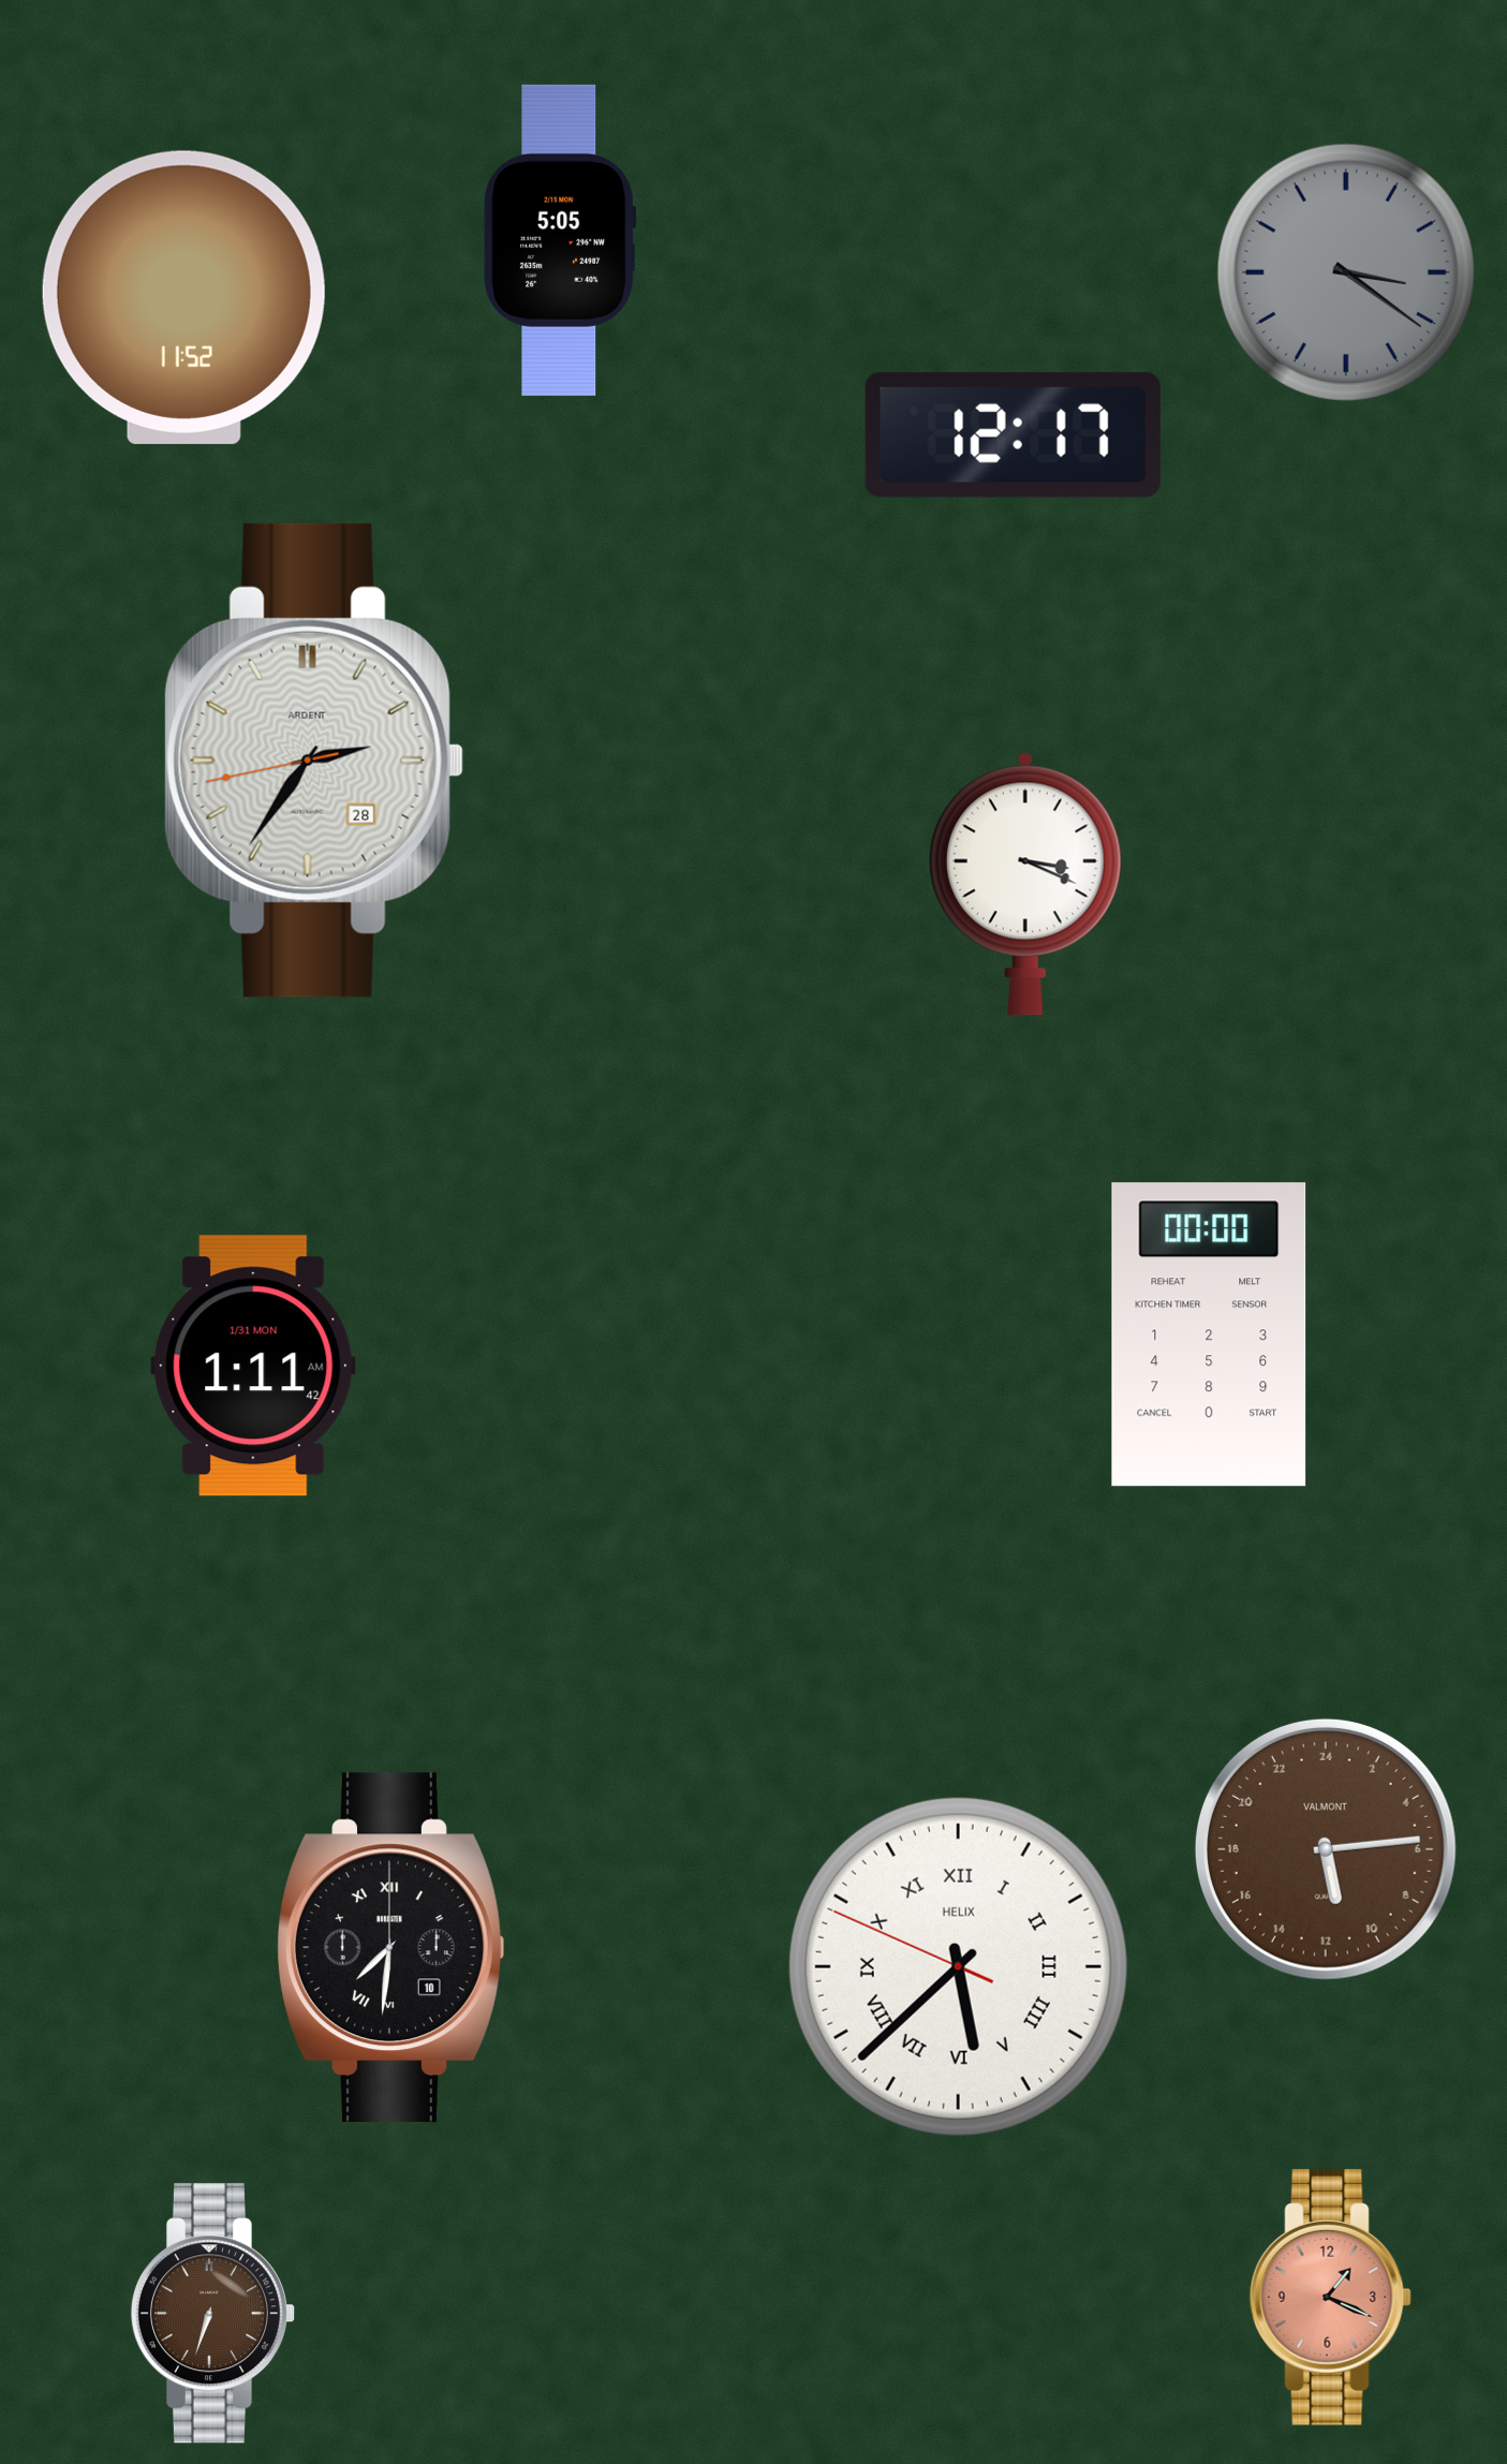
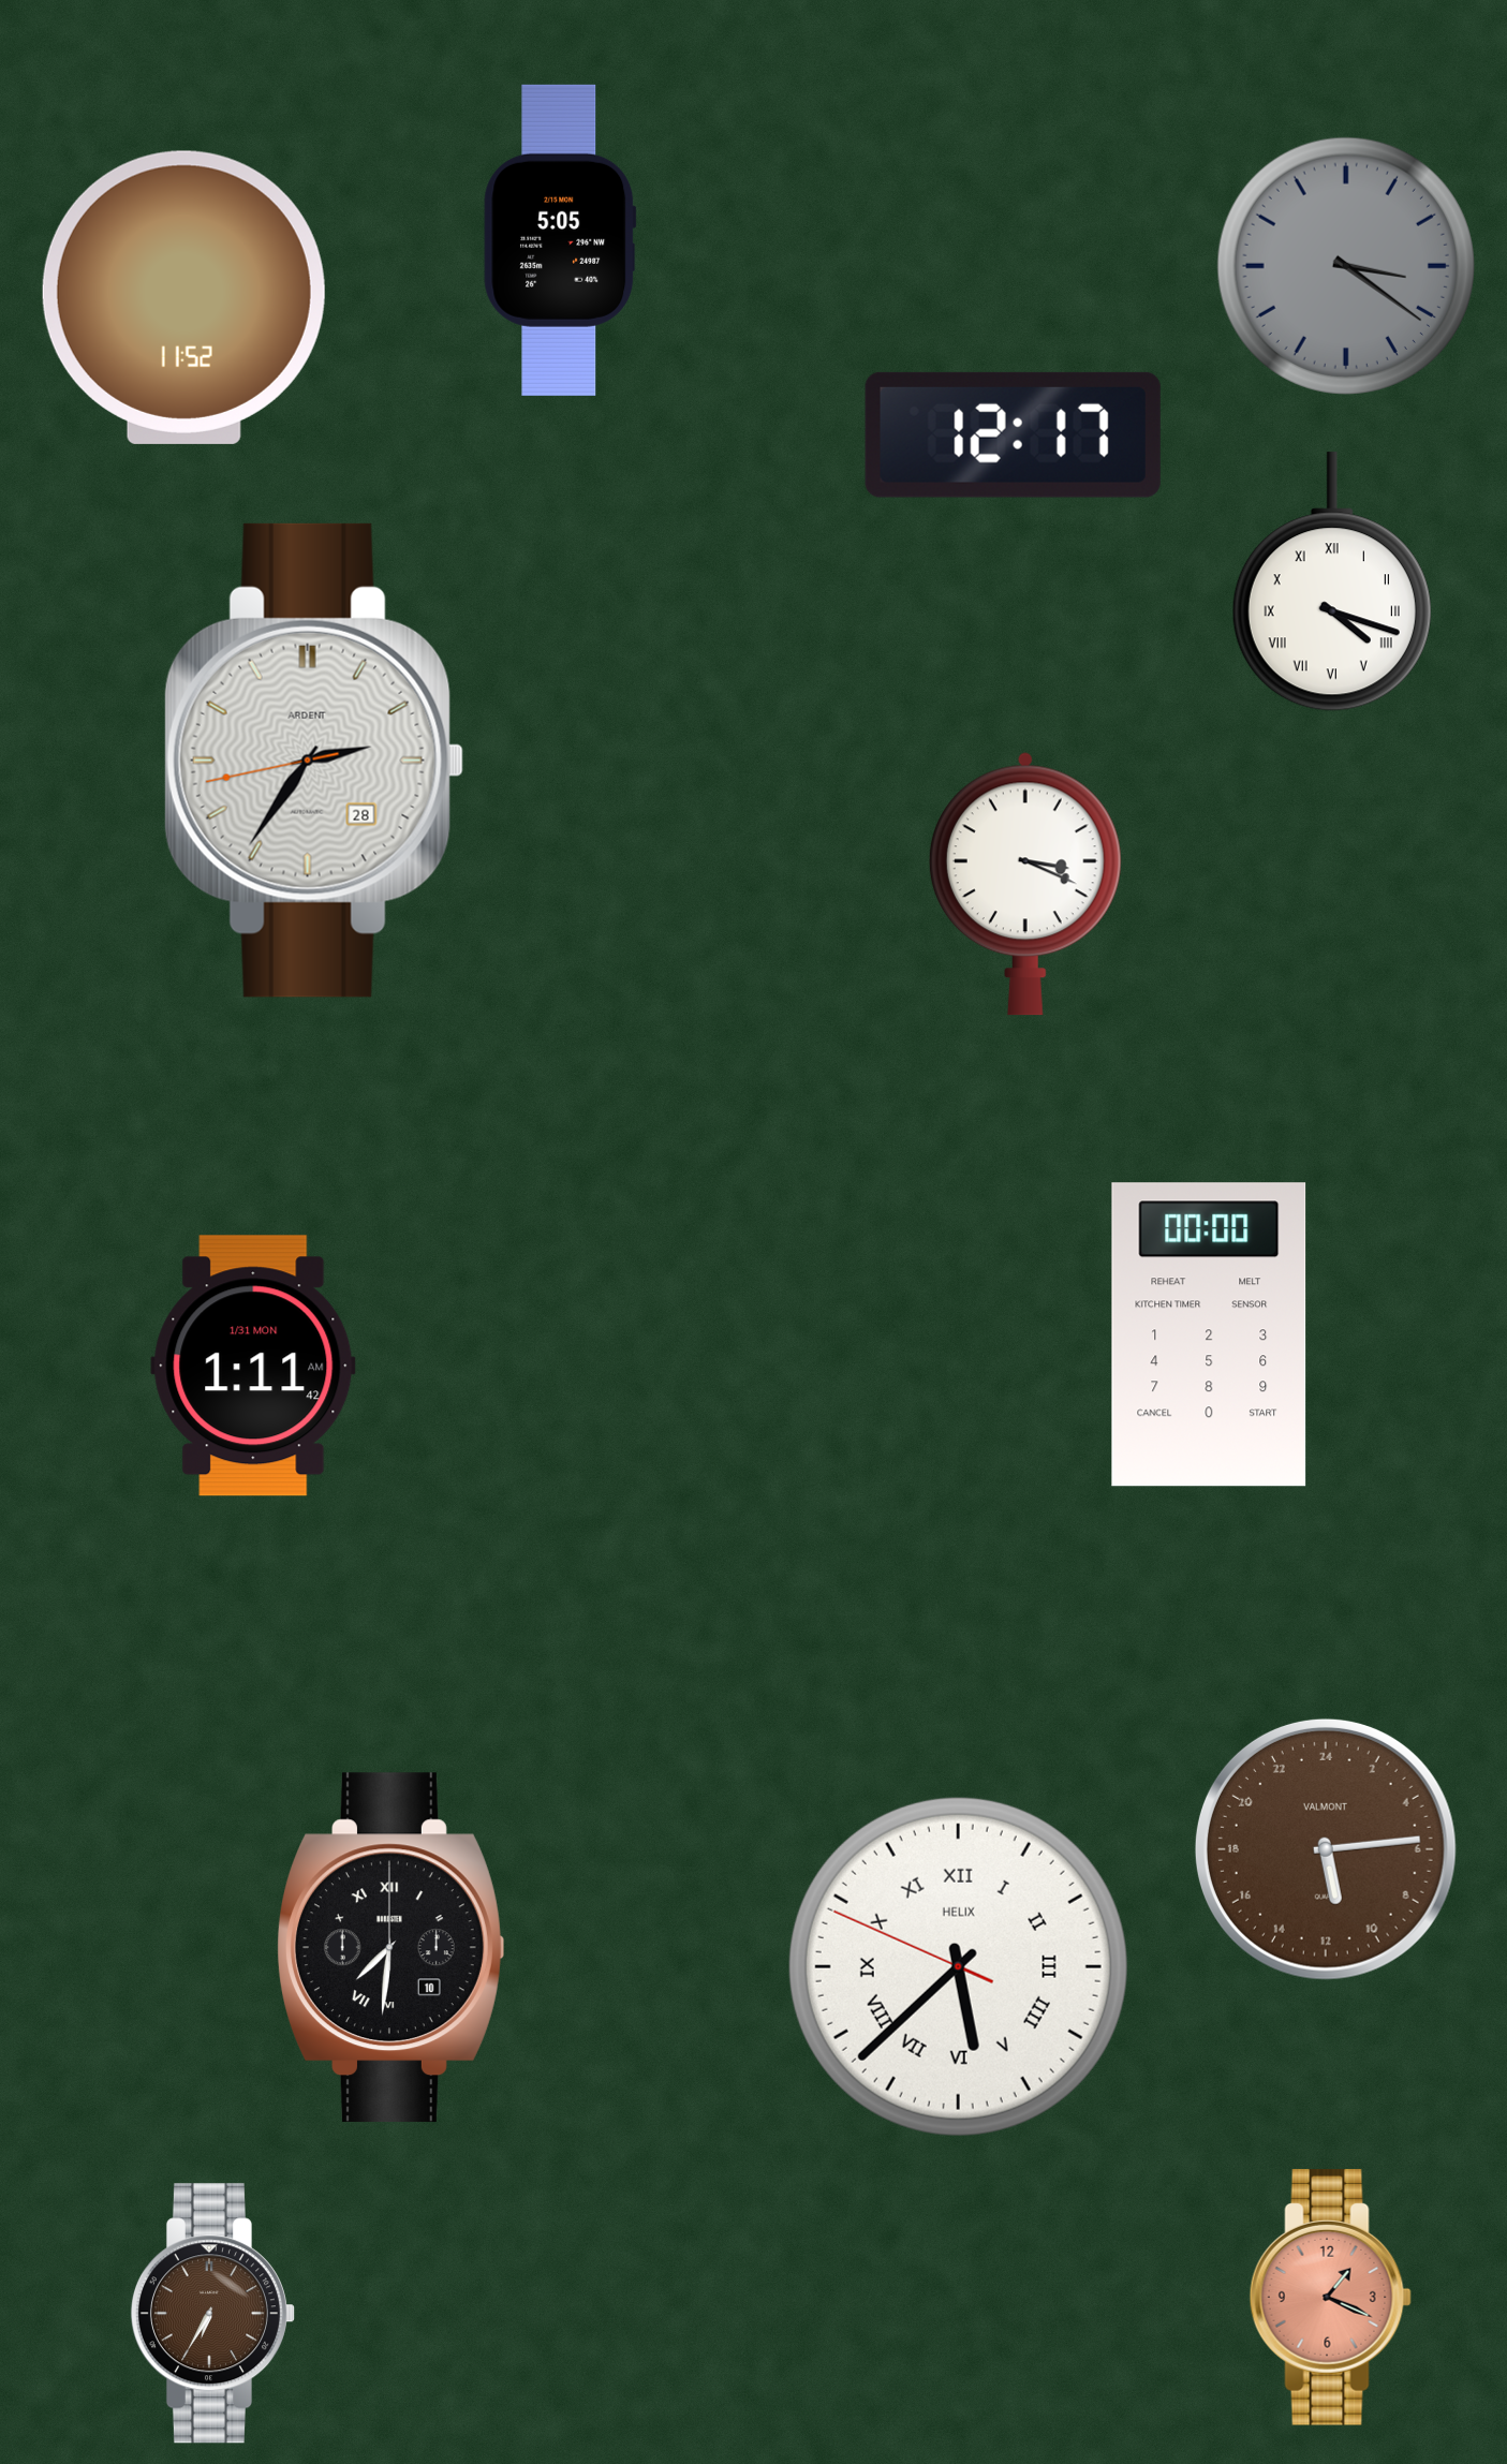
clock at (1346, 272) position: (1346, 272) -> (1346, 266)
clock at (1332, 581): none -> 4:18
clock at (212, 2314): 6:33 -> 6:35
